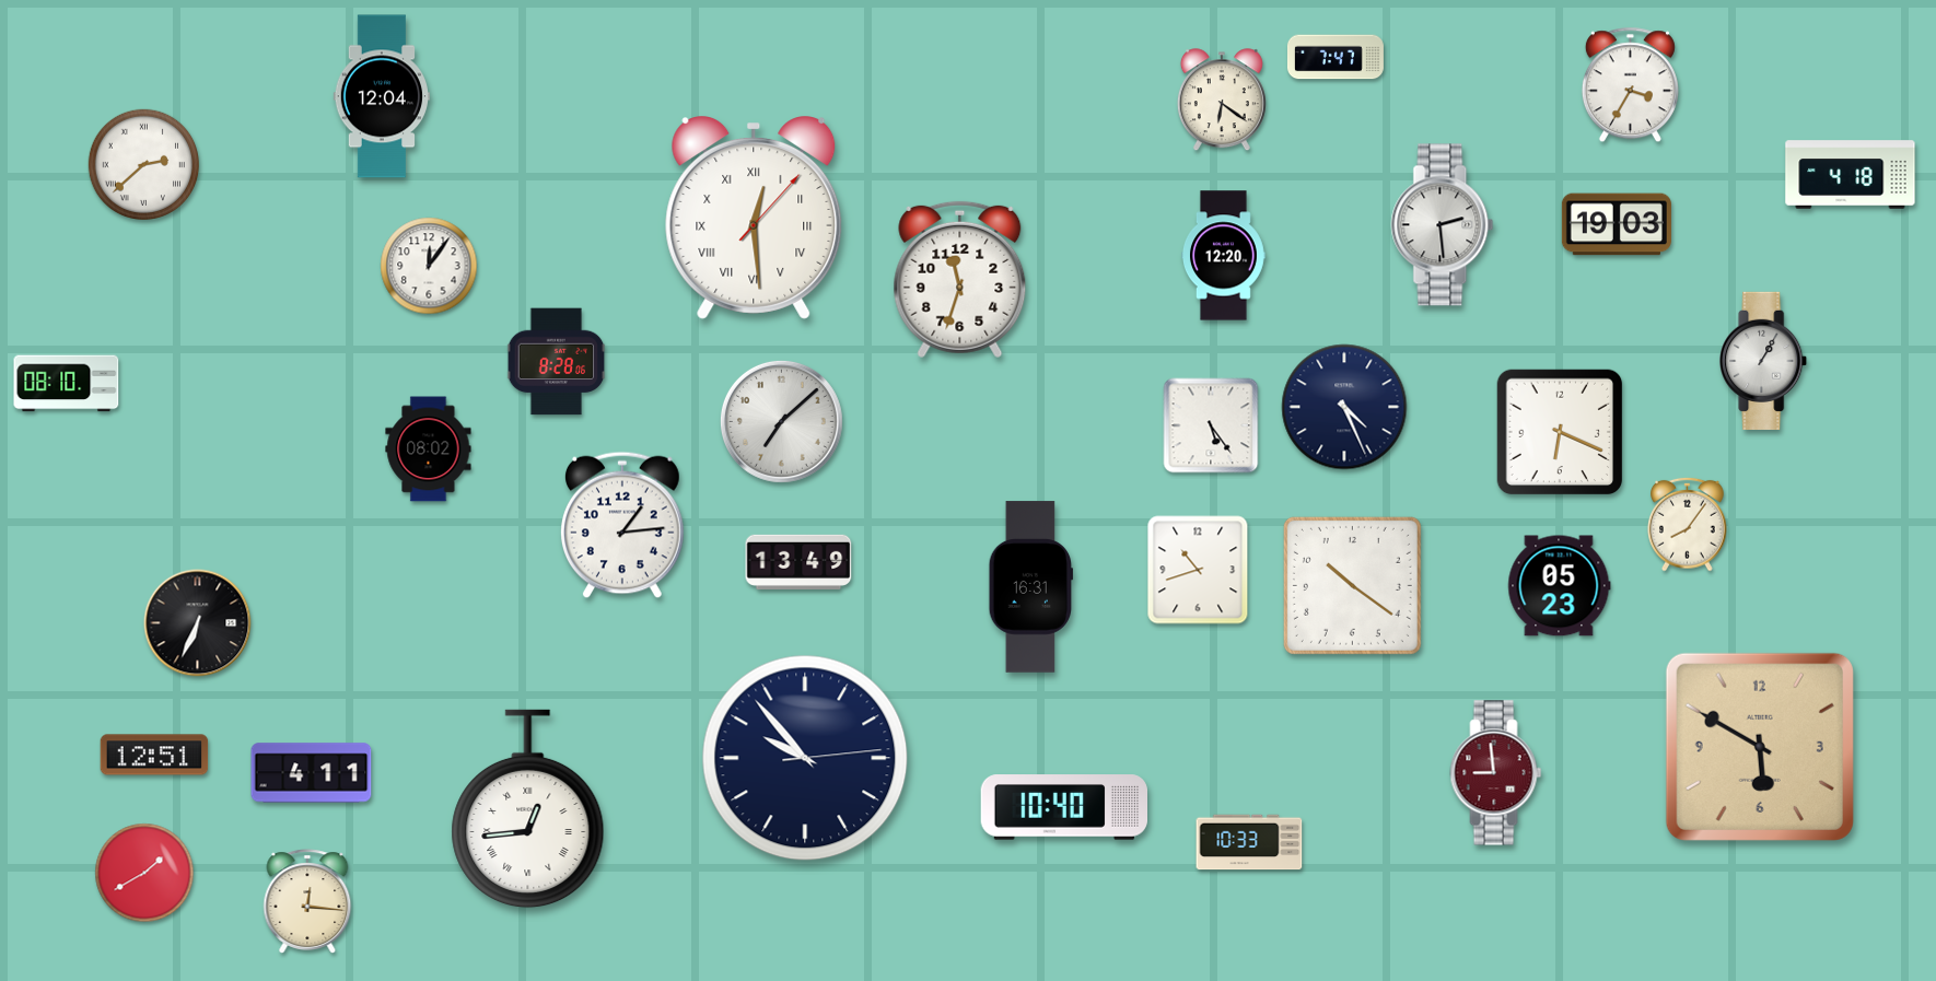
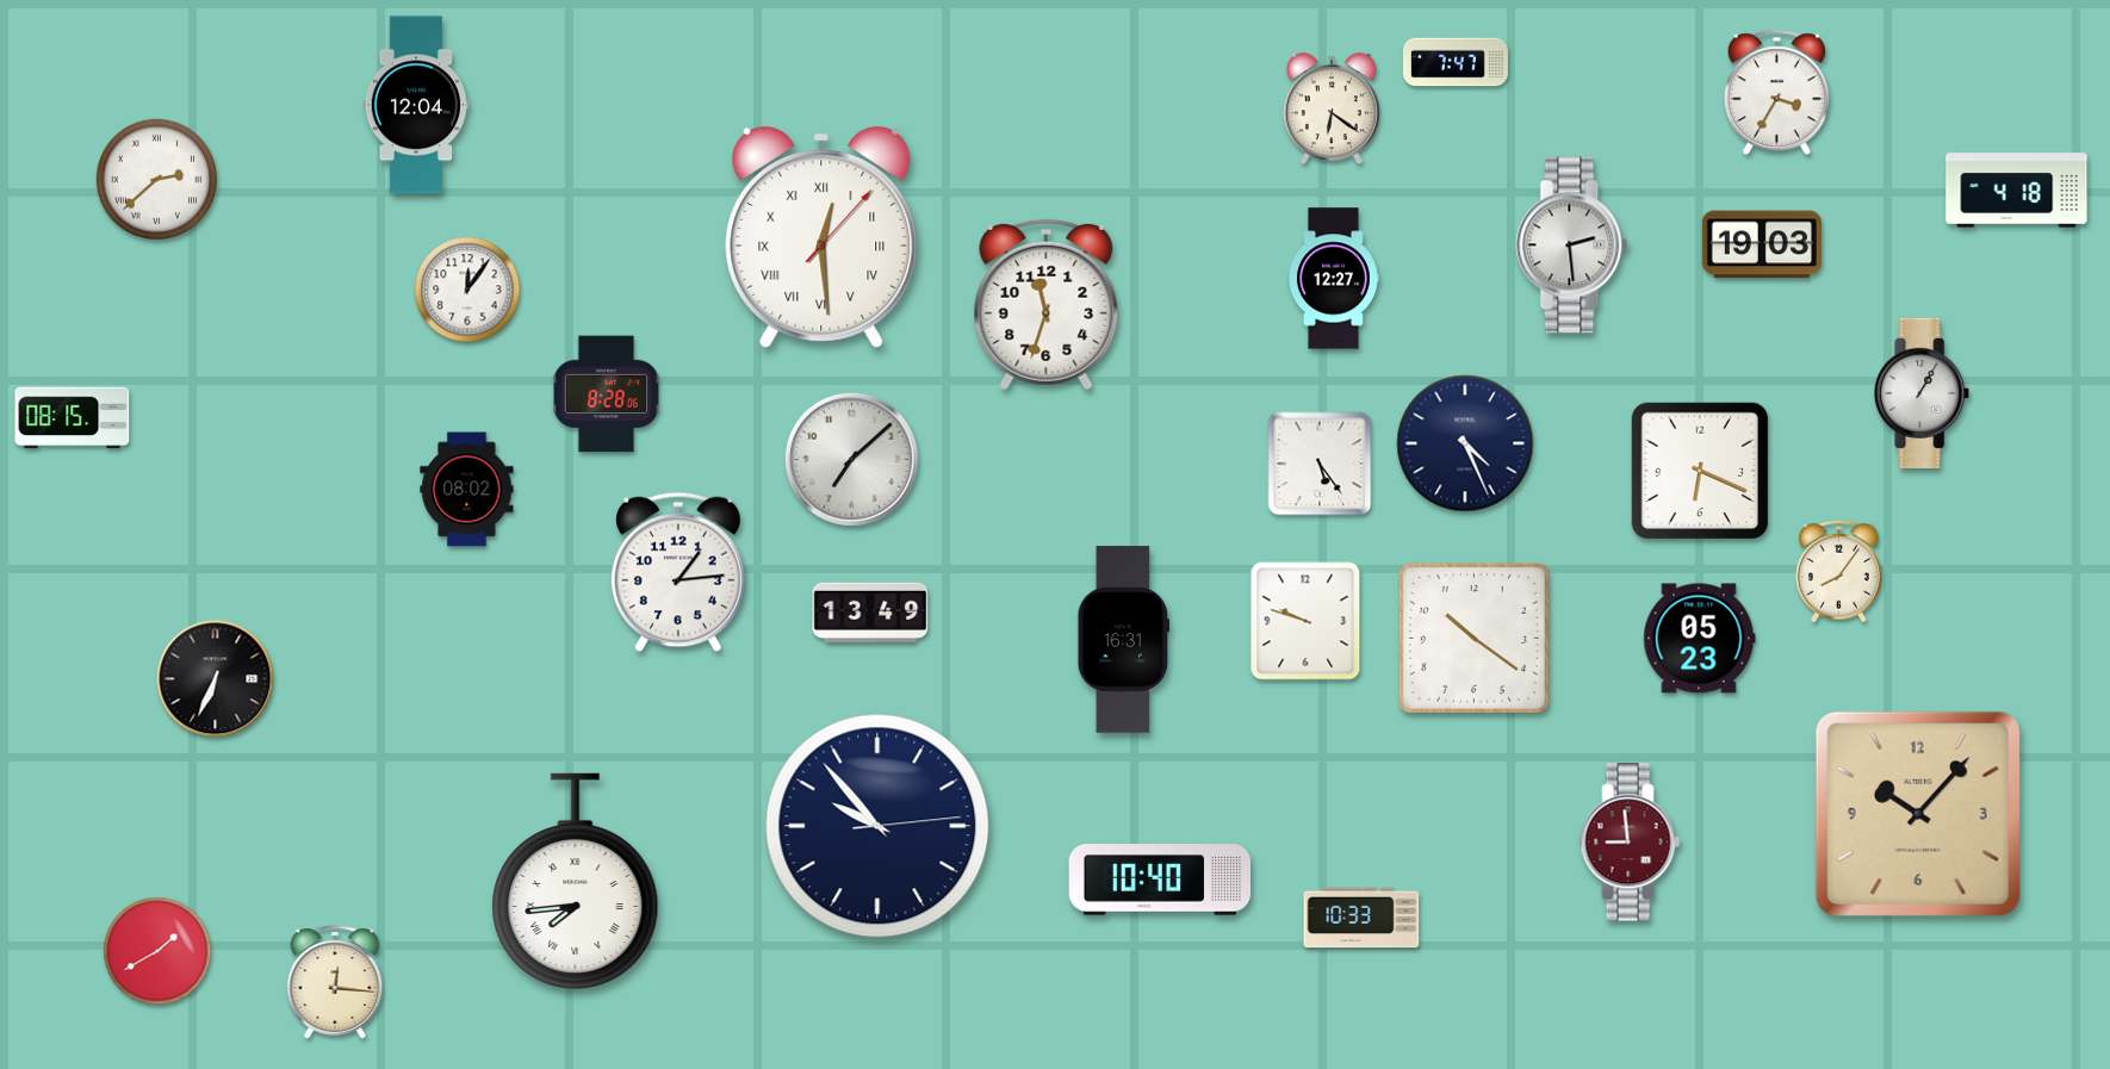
clock at (1223, 256): 12:20 -> 12:27
clock at (67, 384): 08:10 -> 08:15
clock at (1198, 570): 10:42 -> 9:48
clock at (1760, 747): 5:50 -> 10:07
clock at (154, 755): 12:51 -> none
clock at (312, 773): 4:11 -> none
clock at (528, 809): 12:44 -> 7:44
